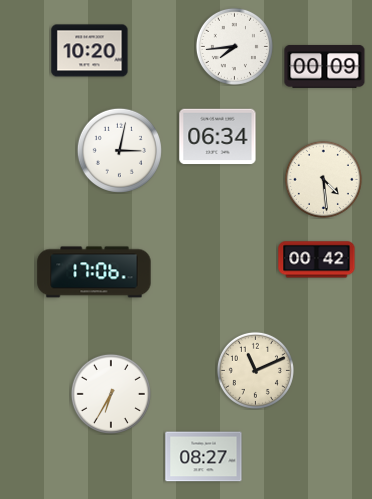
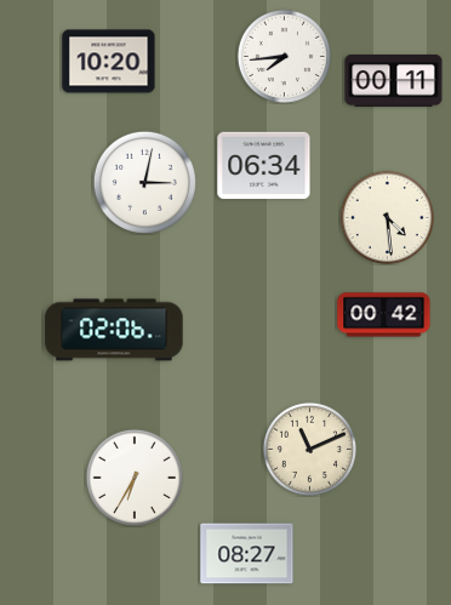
clock at (325, 67): 00:09 -> 00:11
clock at (323, 179) position: (323, 179) -> (387, 217)
clock at (94, 272): 17:06 -> 02:06
